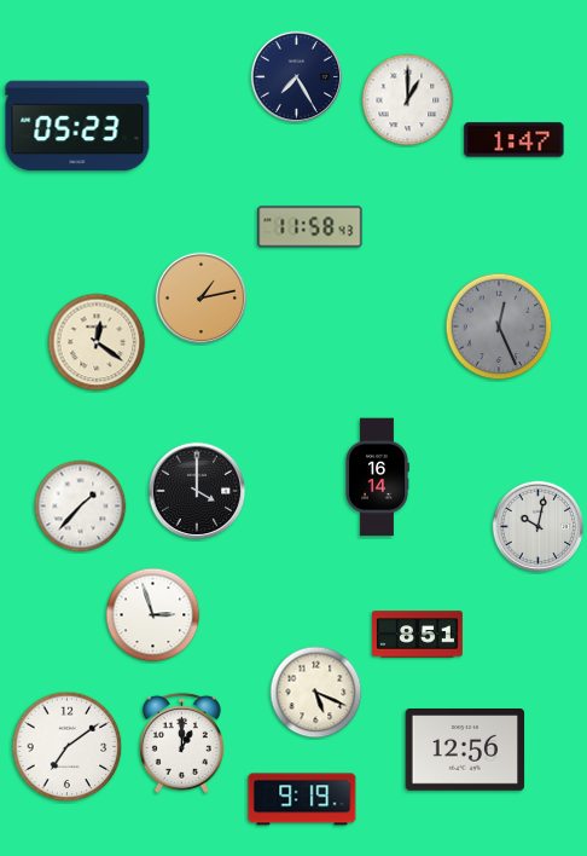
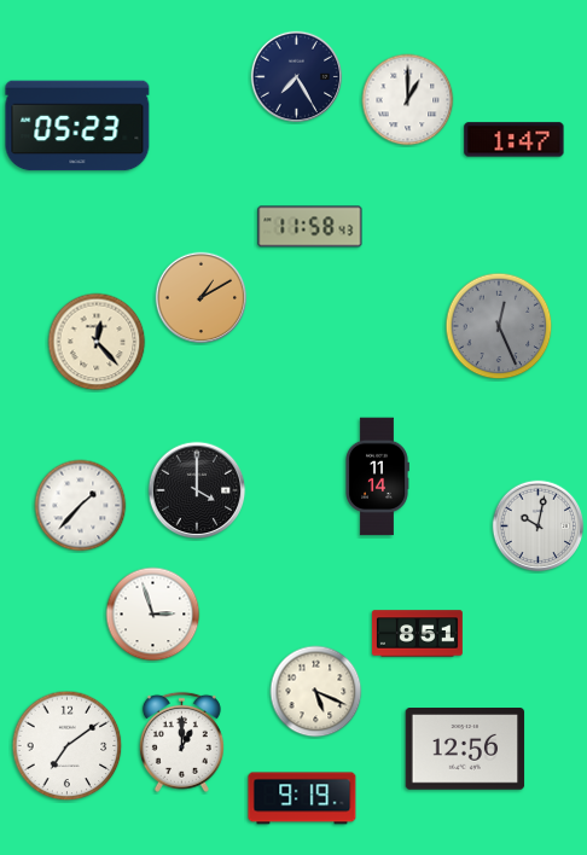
clock at (202, 299): 1:13 -> 1:10
clock at (97, 342): 12:21 -> 12:23
clock at (377, 478): 16:14 -> 11:14
